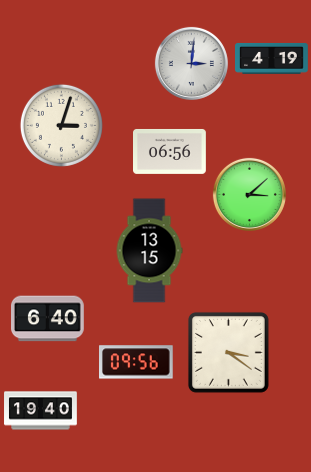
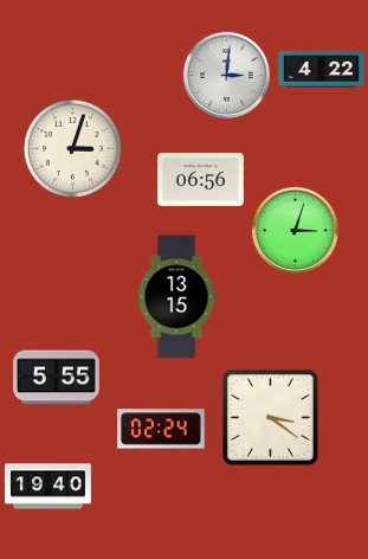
clock at (272, 59): 4:19 -> 4:22
clock at (249, 194): 3:08 -> 3:03
clock at (48, 319): 6:40 -> 5:55
clock at (137, 362): 09:56 -> 02:24
